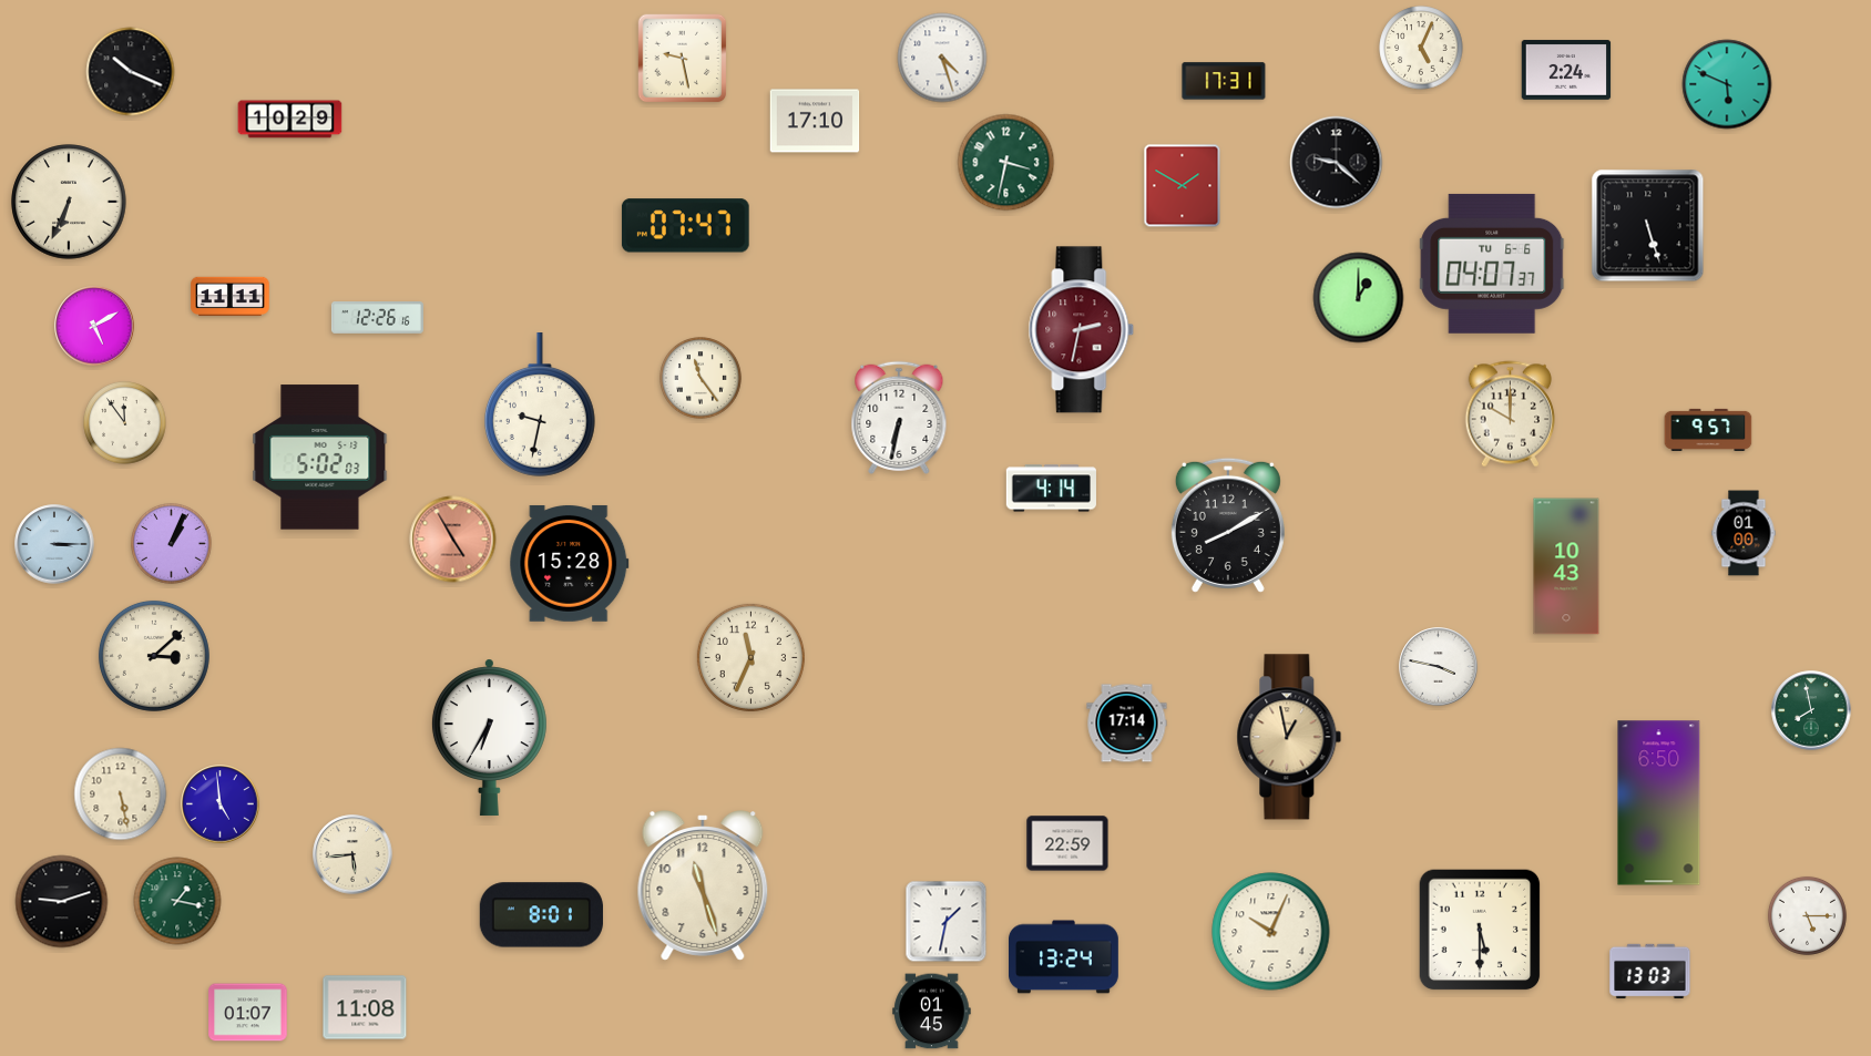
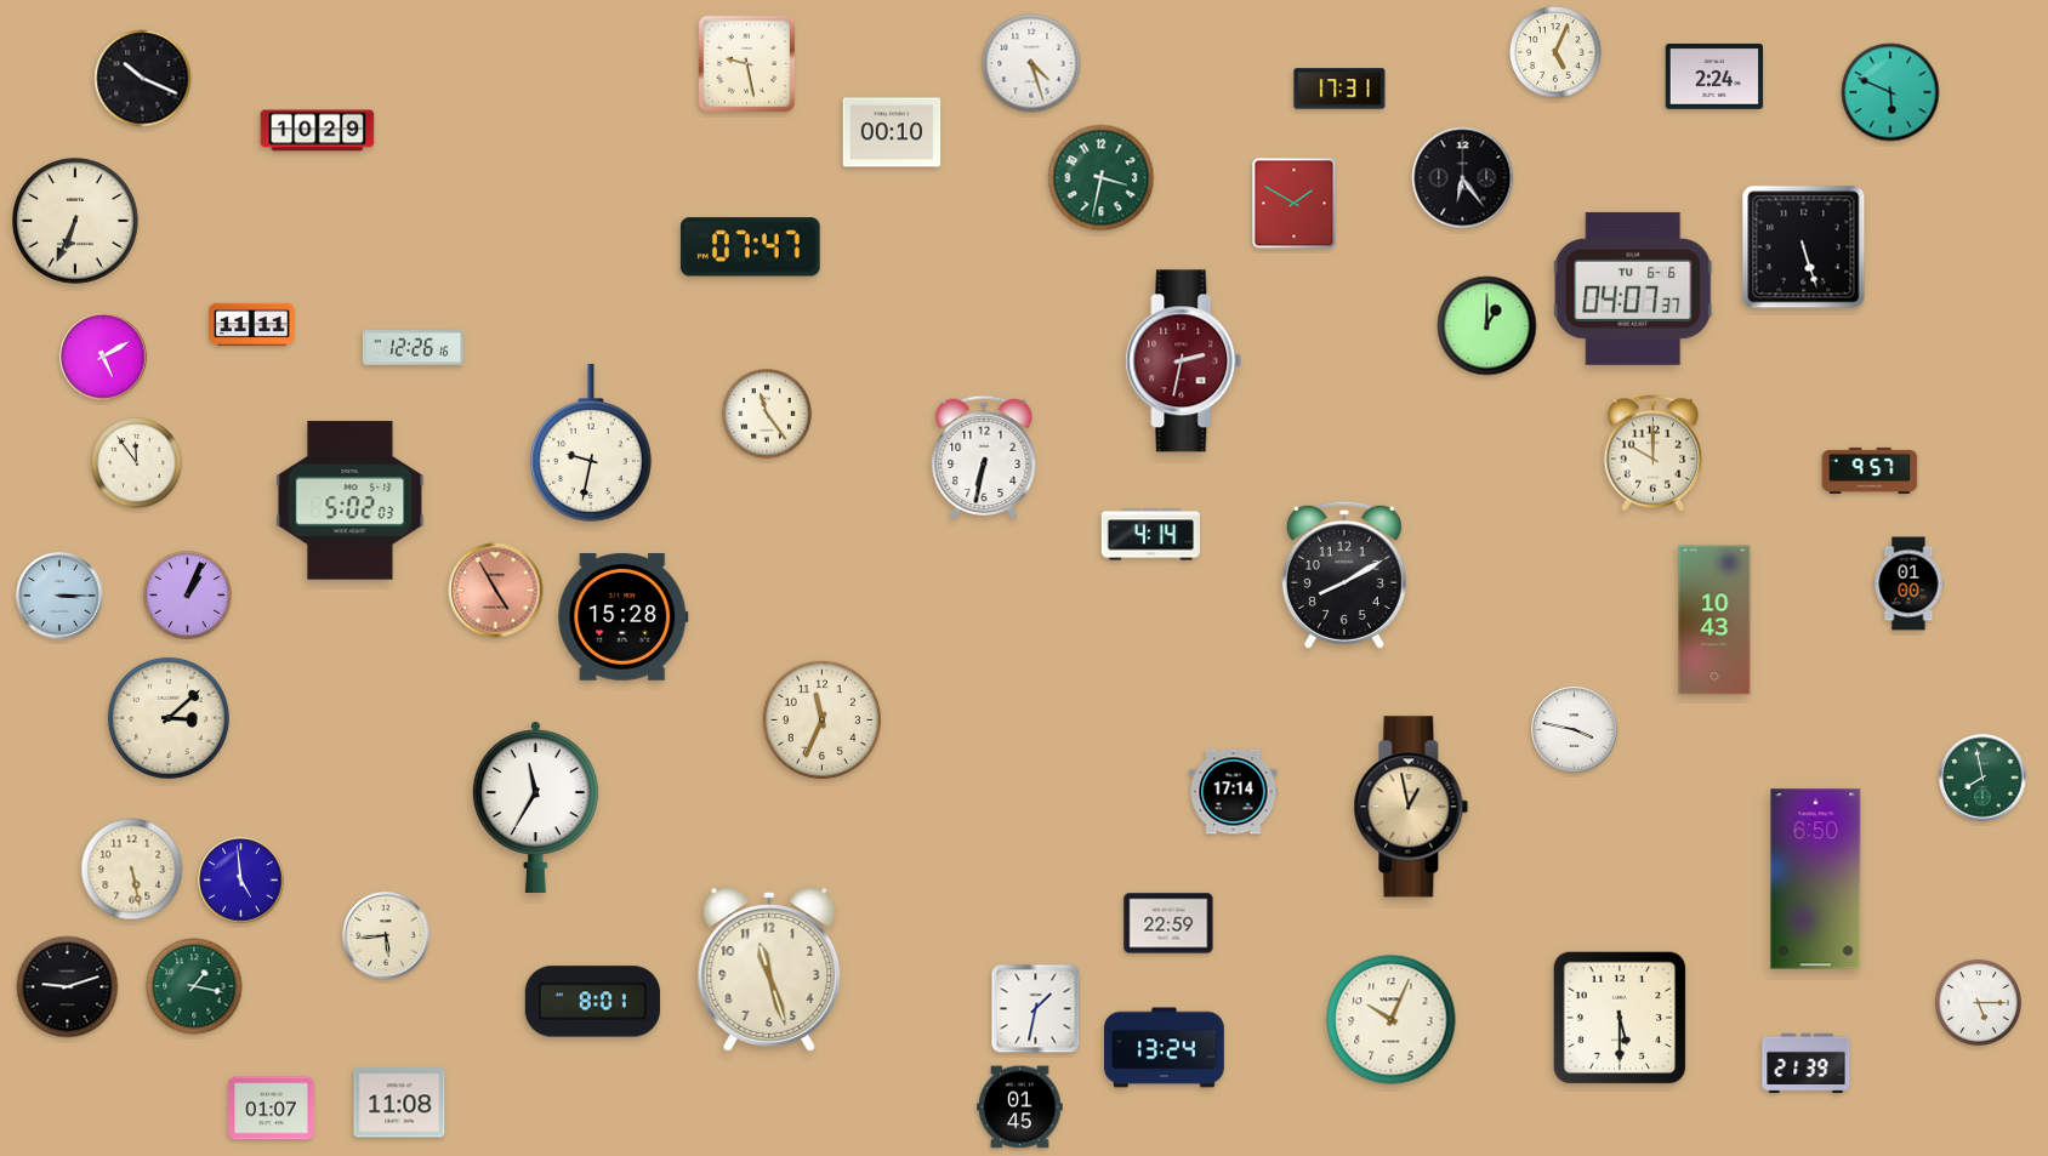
clock at (815, 121): 17:10 -> 00:10
clock at (1337, 163): 9:22 -> 6:24
clock at (489, 737): 6:35 -> 11:35
clock at (1650, 972): 13:03 -> 21:39
